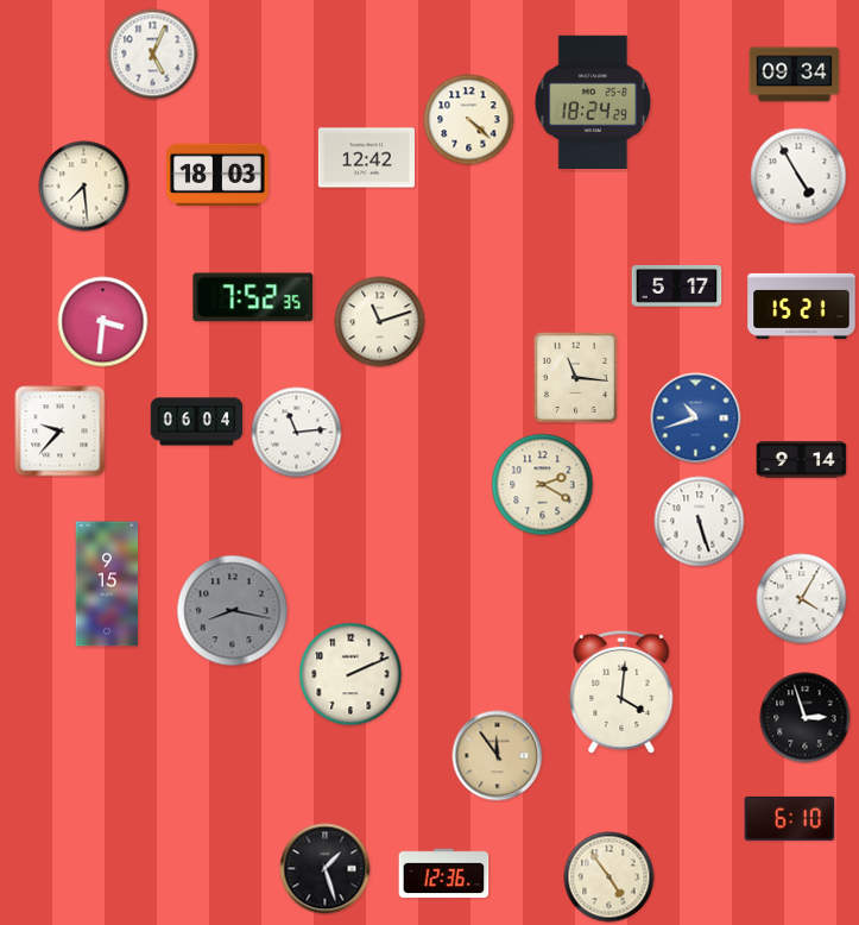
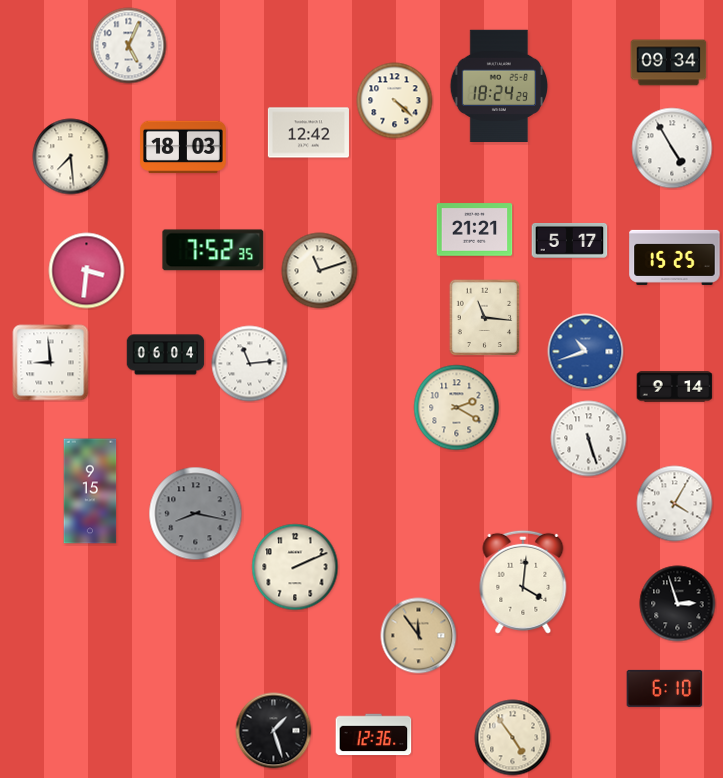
clock at (475, 230): none -> 21:21
clock at (802, 306): 15:21 -> 15:25
clock at (61, 432): 9:37 -> 8:59
